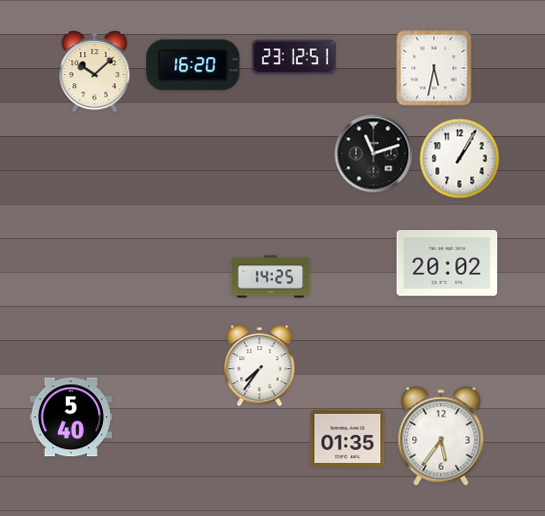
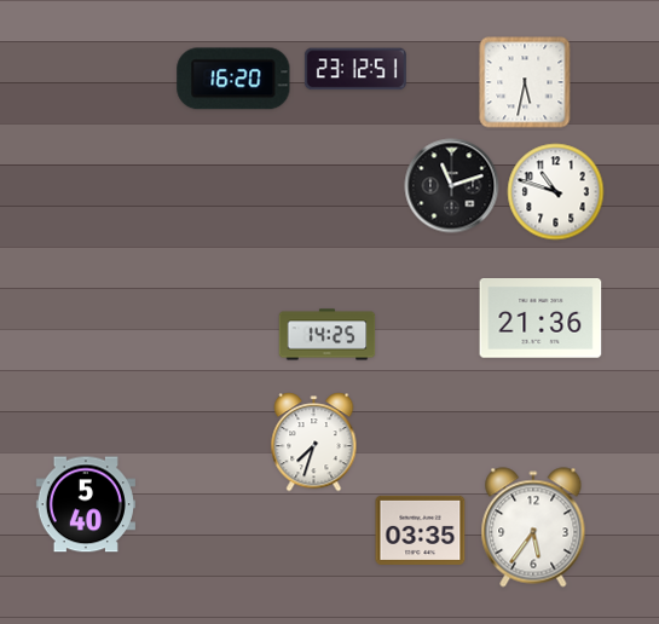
clock at (95, 72): 10:08 -> none
clock at (460, 159): 1:05 -> 10:48
clock at (447, 264): 20:02 -> 21:36
clock at (260, 366): 7:36 -> 7:33
clock at (348, 438): 01:35 -> 03:35
